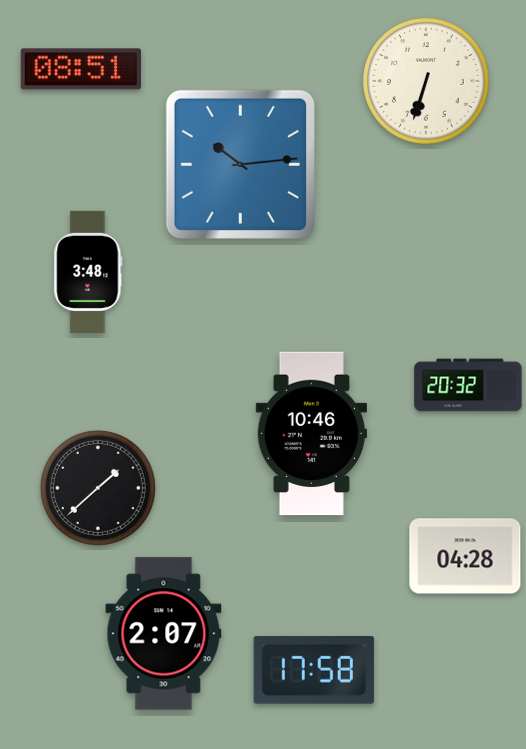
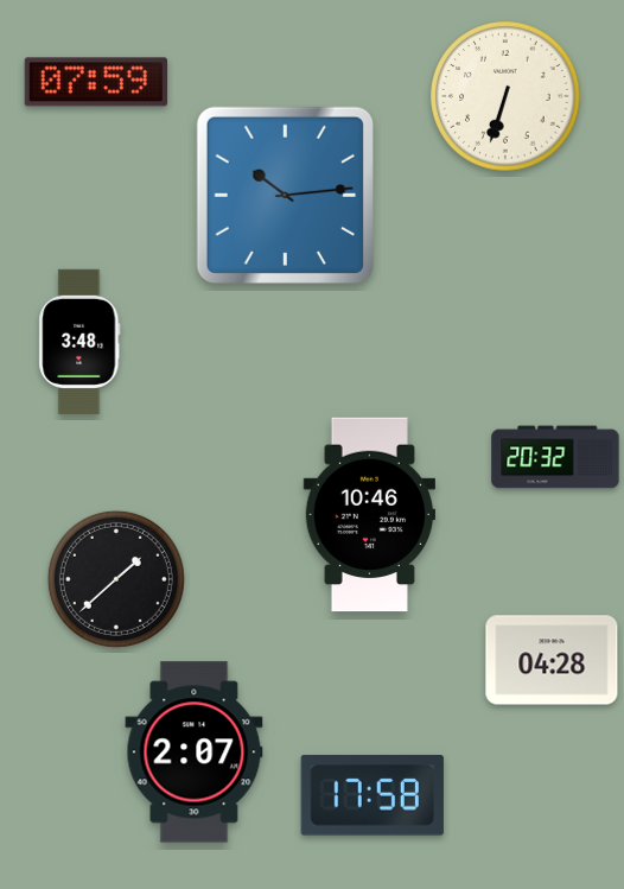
clock at (80, 69): 08:51 -> 07:59
clock at (88, 272) position: (88, 272) -> (79, 342)
